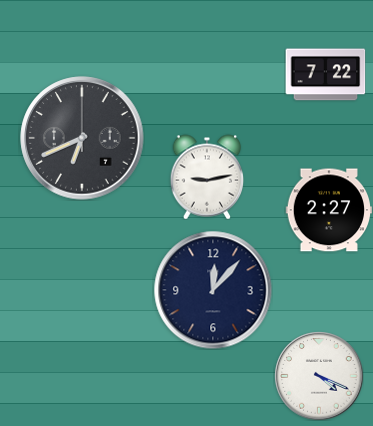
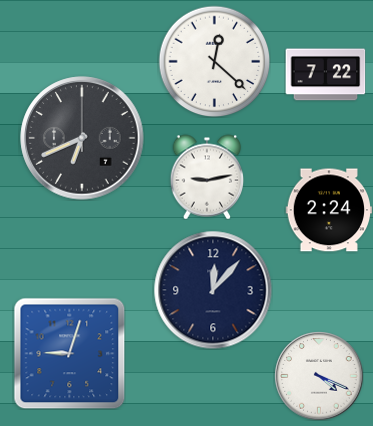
clock at (214, 61): none -> 12:22
clock at (329, 210): 2:27 -> 2:24
clock at (69, 353): none -> 9:03
